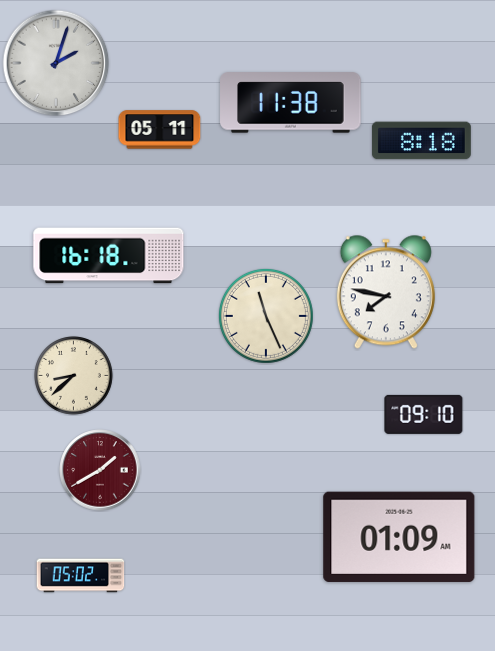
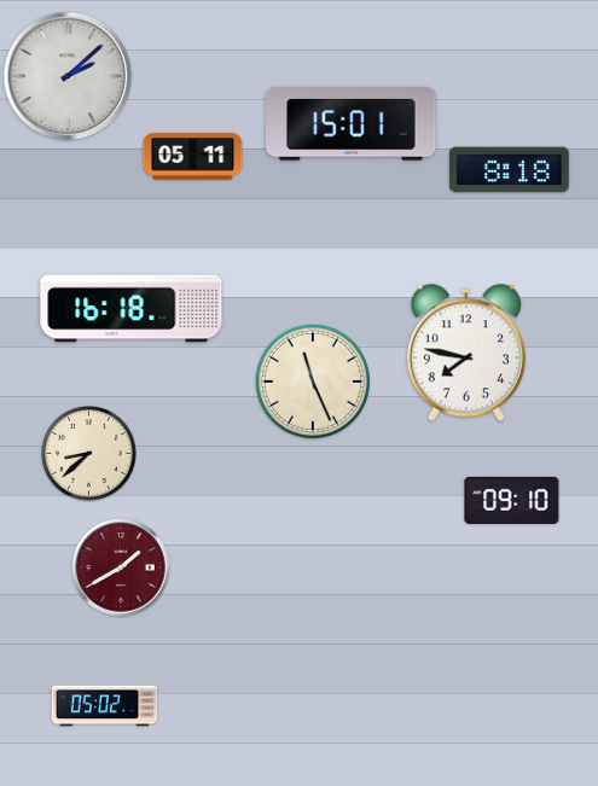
clock at (56, 63): 2:03 -> 2:08
clock at (291, 103): 11:38 -> 15:01
clock at (266, 316) position: (266, 316) -> (313, 382)
clock at (399, 537): 01:09 -> none
clock at (81, 576) position: (81, 576) -> (105, 706)
